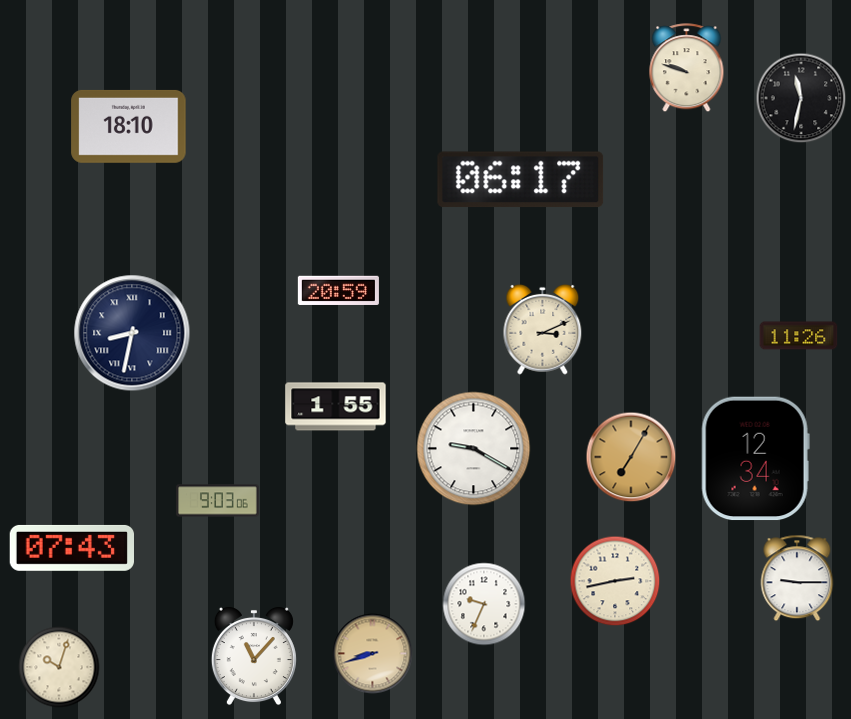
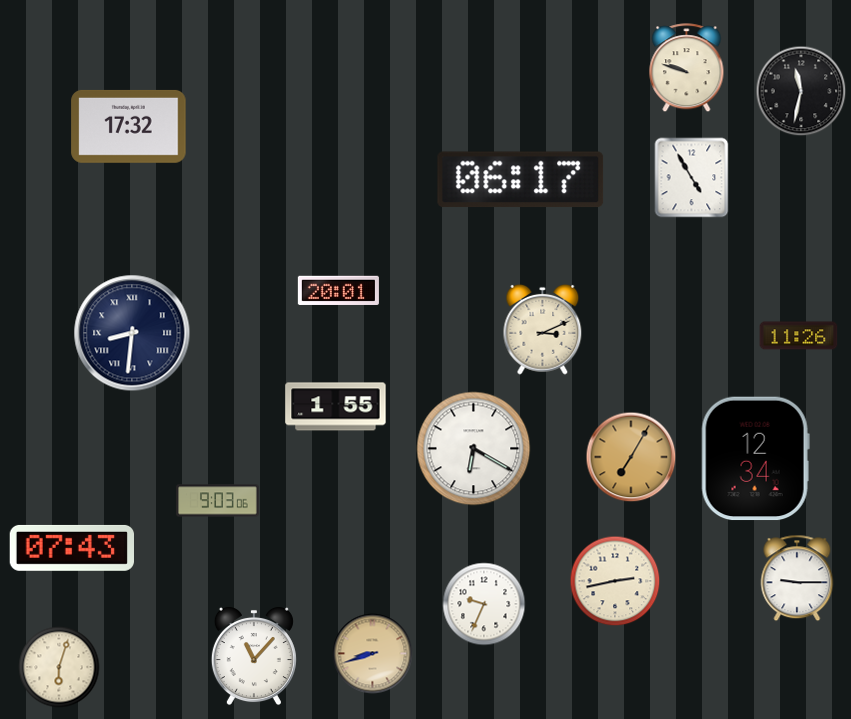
clock at (801, 98) position: (801, 98) -> (801, 91)
clock at (129, 126): 18:10 -> 17:32
clock at (692, 178): none -> 4:55
clock at (338, 290): 20:59 -> 20:01
clock at (132, 333): 8:32 -> 8:31
clock at (474, 449): 9:20 -> 6:20
clock at (59, 667): 10:03 -> 6:03
